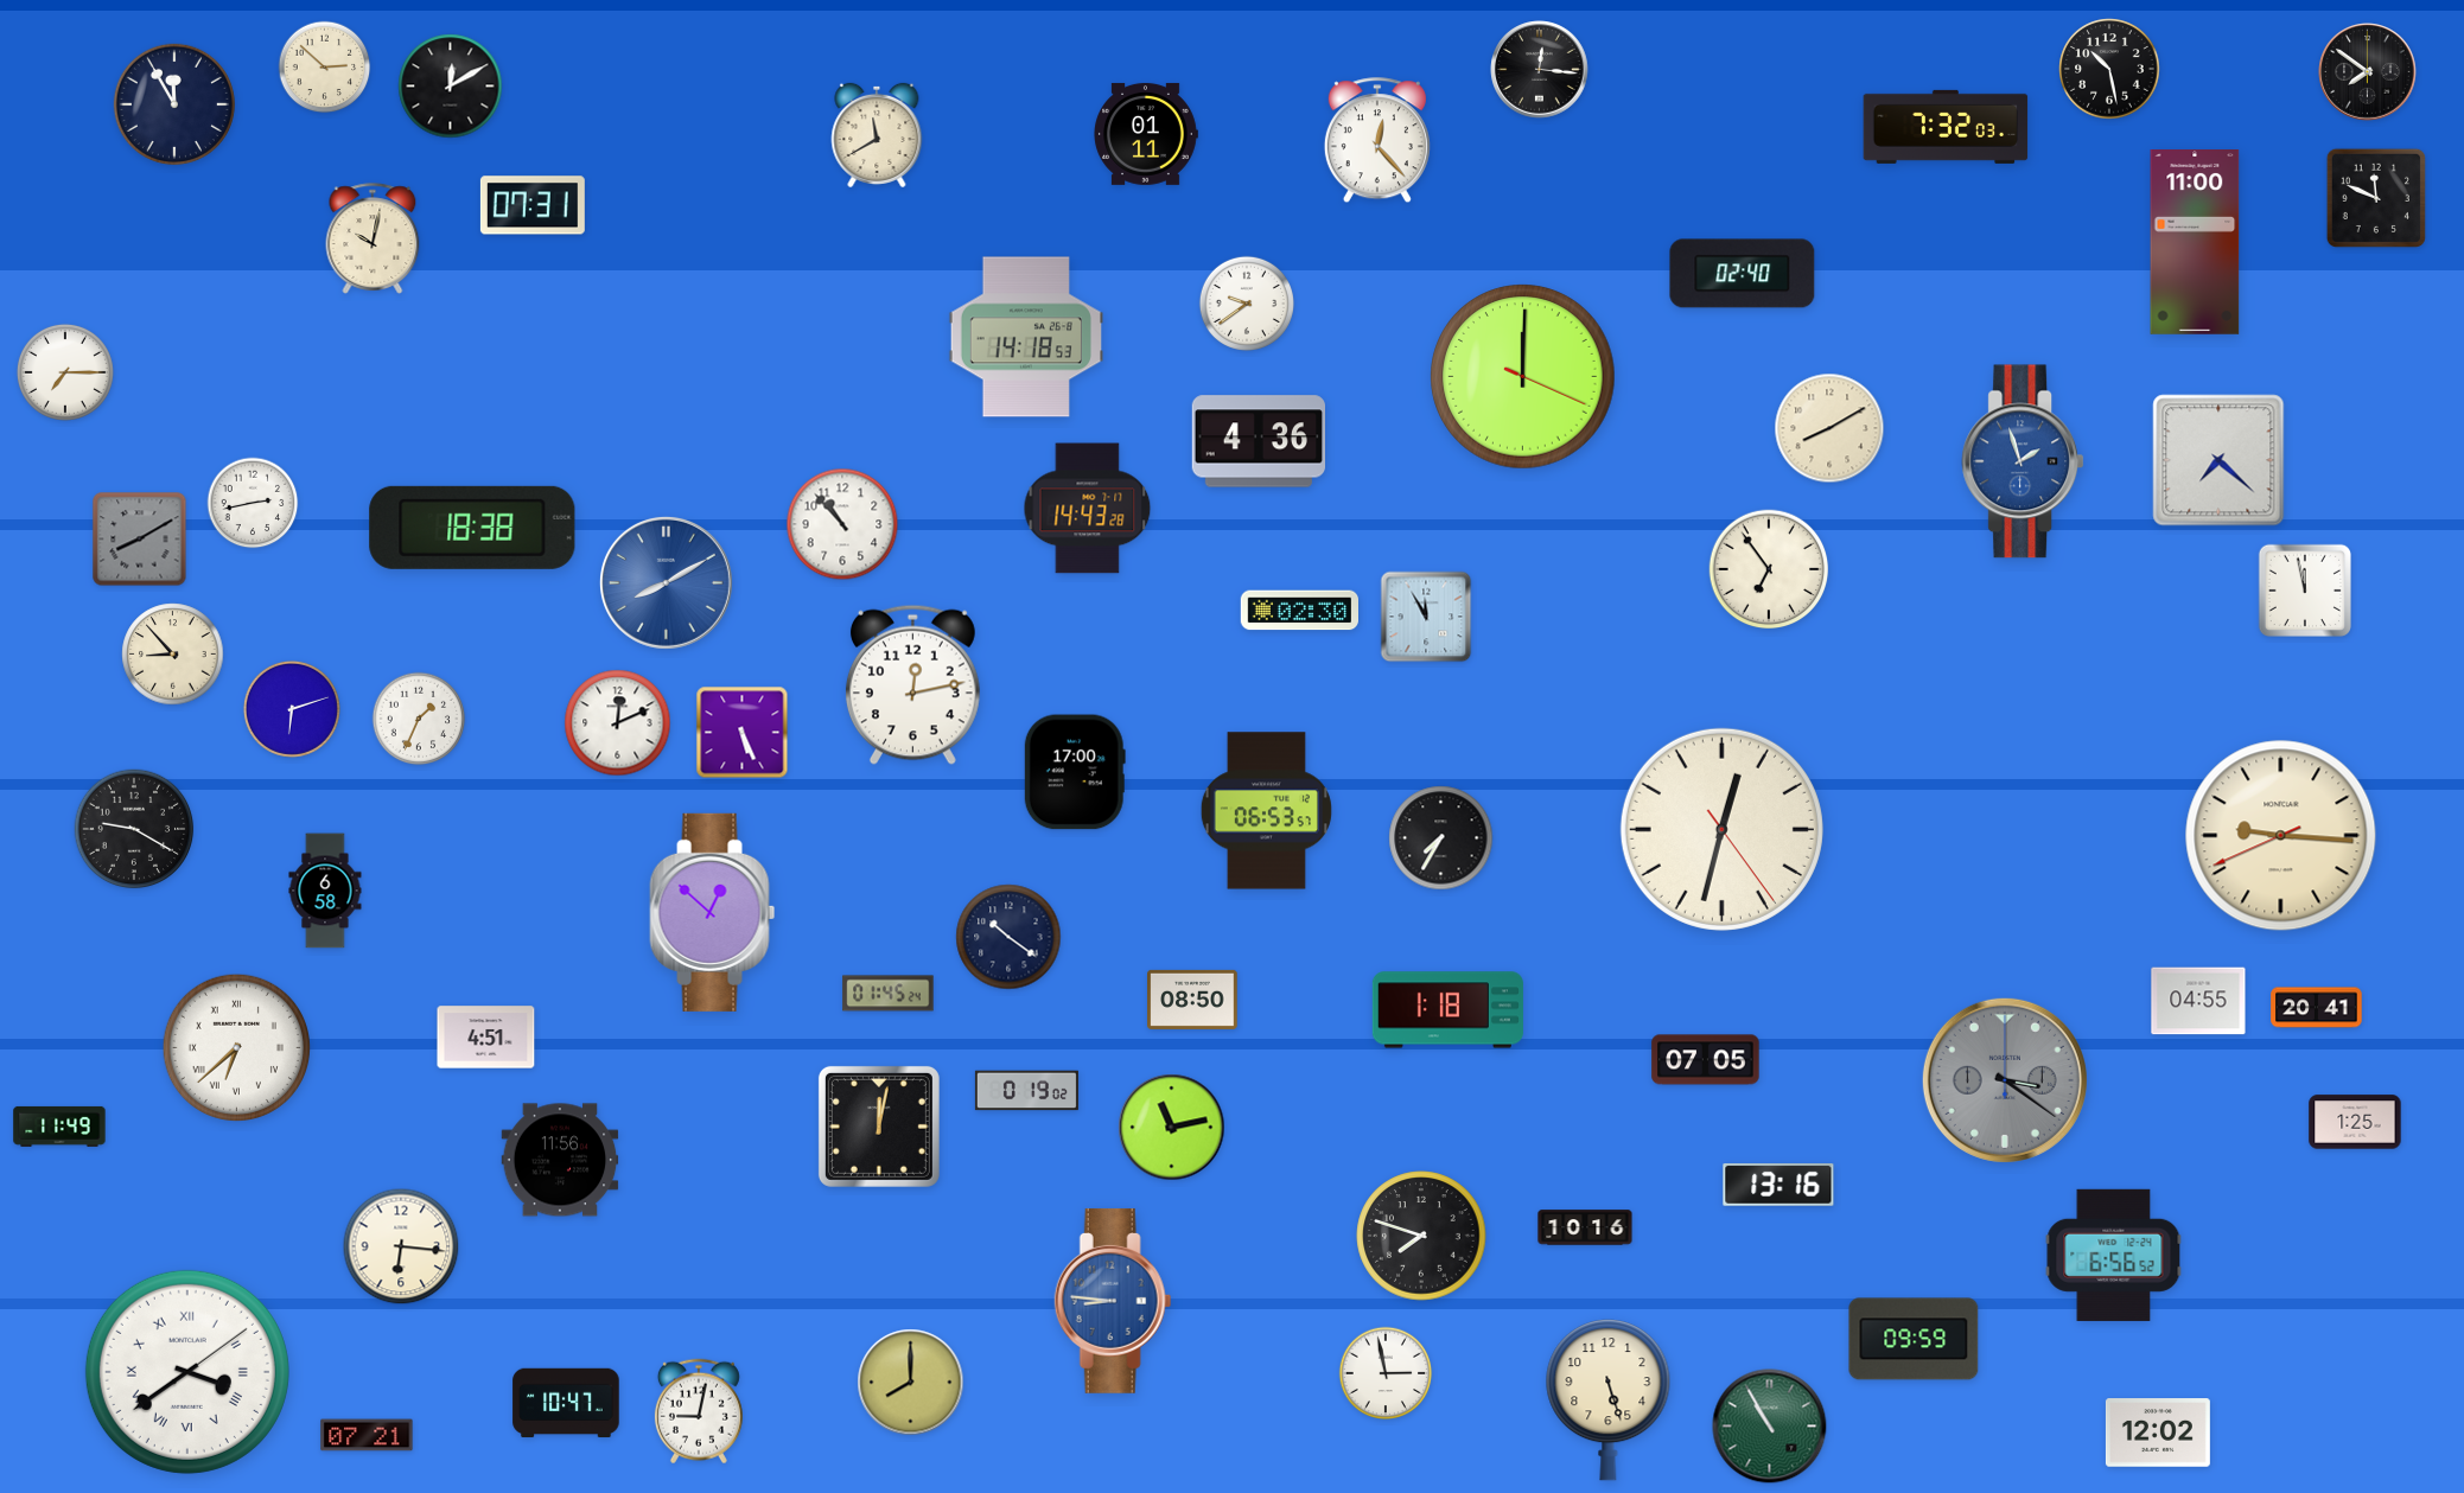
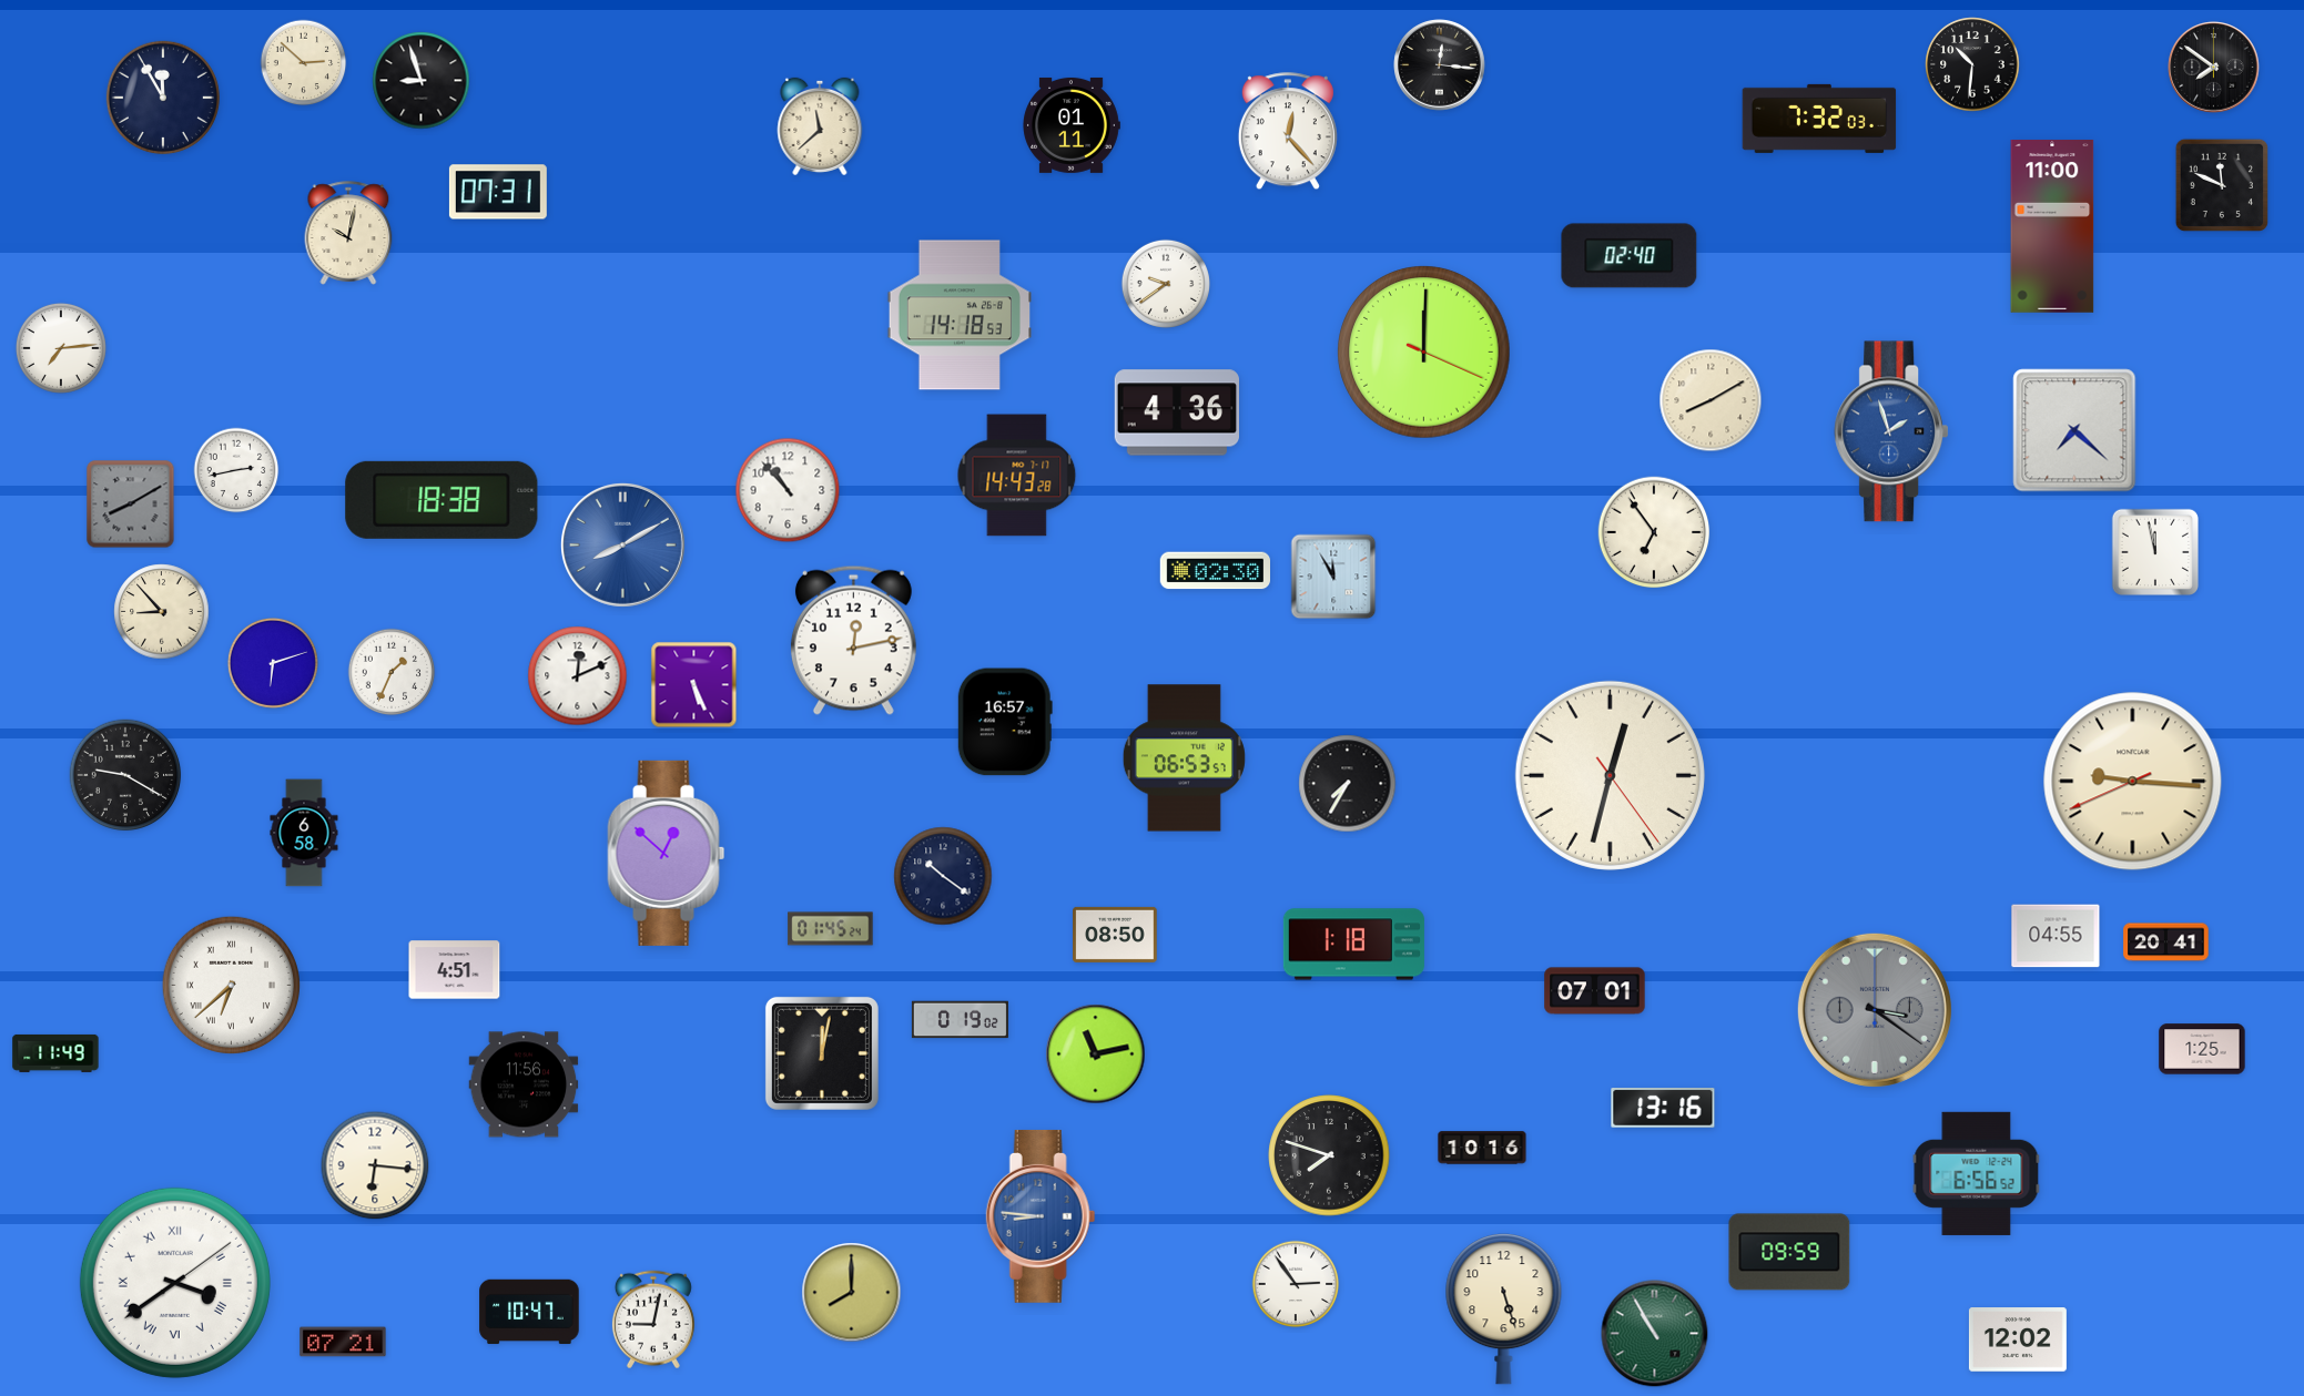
clock at (2109, 69): 10:28 -> 10:31
clock at (451, 87): 12:10 -> 8:57
clock at (877, 135): 11:40 -> 11:38
clock at (373, 238) position: (373, 238) -> (348, 233)
clock at (65, 372): 7:15 -> 7:14
clock at (472, 528) position: (472, 528) -> (441, 500)
clock at (1075, 772): 17:00 -> 16:57
clock at (236, 1047) position: (236, 1047) -> (231, 985)
clock at (1706, 1060): 07:05 -> 07:01
clock at (1386, 1373): 2:58 -> 2:54
